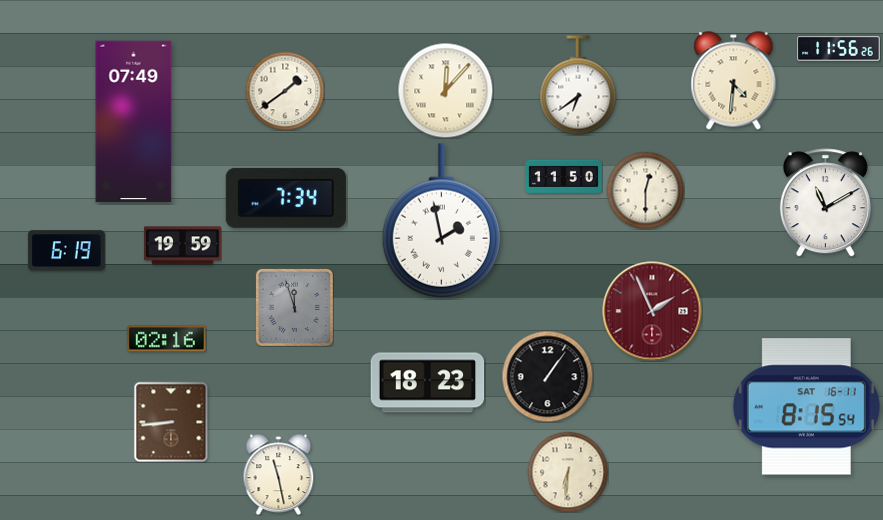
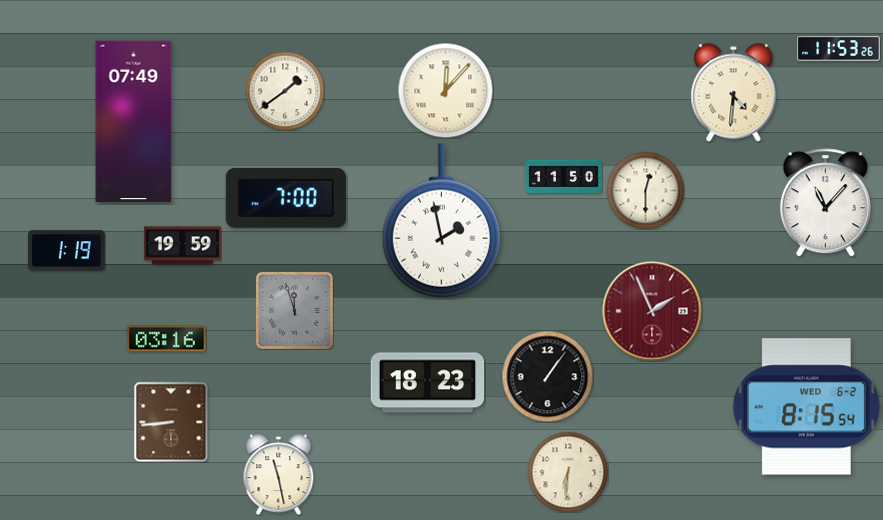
clock at (839, 49): 11:56 -> 11:53
clock at (734, 81) position: (734, 81) -> (734, 93)
clock at (578, 85): 6:39 -> none
clock at (286, 198): 7:34 -> 7:00
clock at (825, 203): 11:10 -> 11:07
clock at (66, 251): 6:19 -> 1:19
clock at (294, 307) position: (294, 307) -> (294, 310)
clock at (167, 339): 02:16 -> 03:16
clock at (806, 407) date: SAT 16-11 -> WED 6-2
